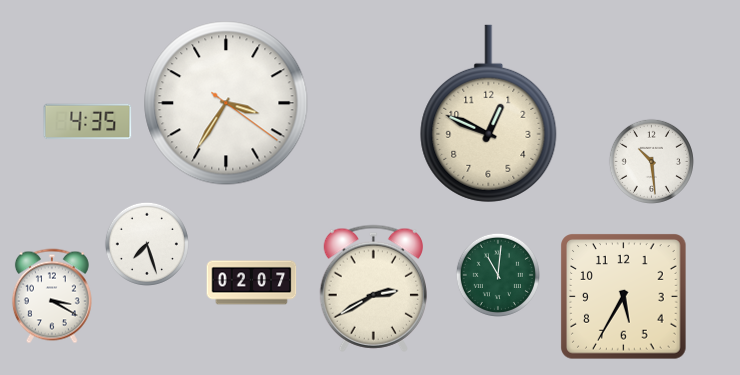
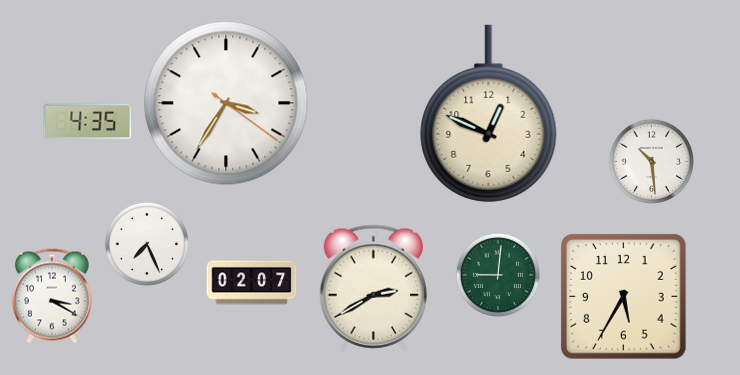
clock at (147, 244): 7:27 -> 7:26
clock at (498, 275): 11:01 -> 9:01
